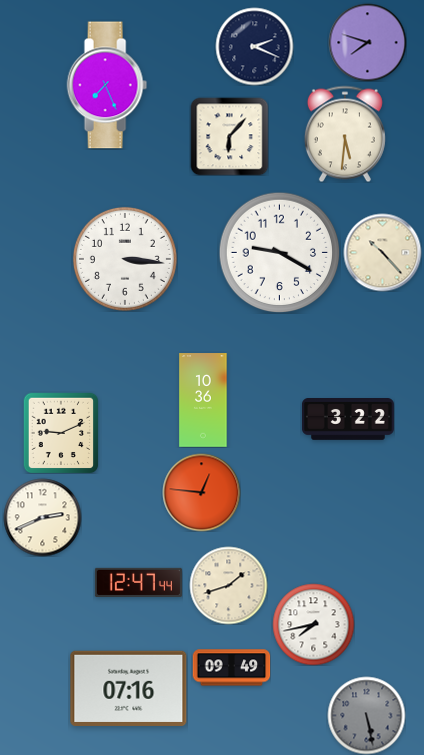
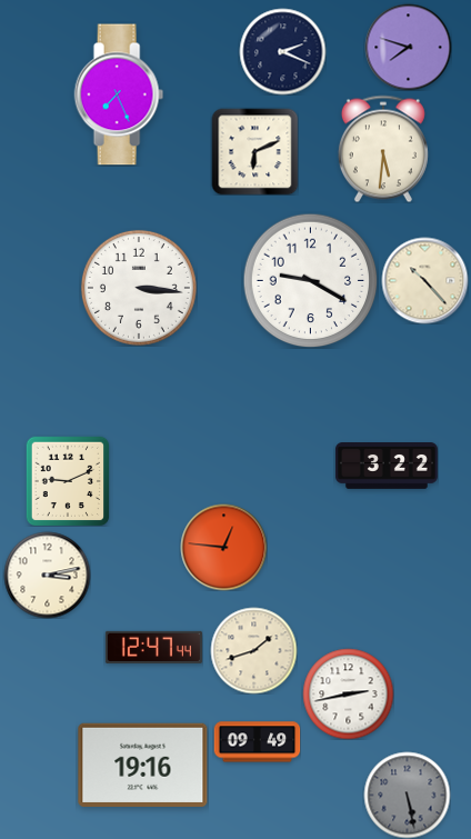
clock at (229, 136): 6:07 -> 6:11
clock at (203, 400): 10:36 -> none
clock at (42, 517): 2:41 -> 3:13
clock at (313, 624): 7:43 -> 2:43
clock at (129, 688): 07:16 -> 19:16
